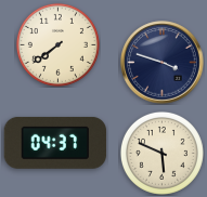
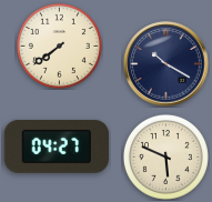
clock at (163, 63): 3:48 -> 10:20
clock at (55, 143): 04:37 -> 04:27
